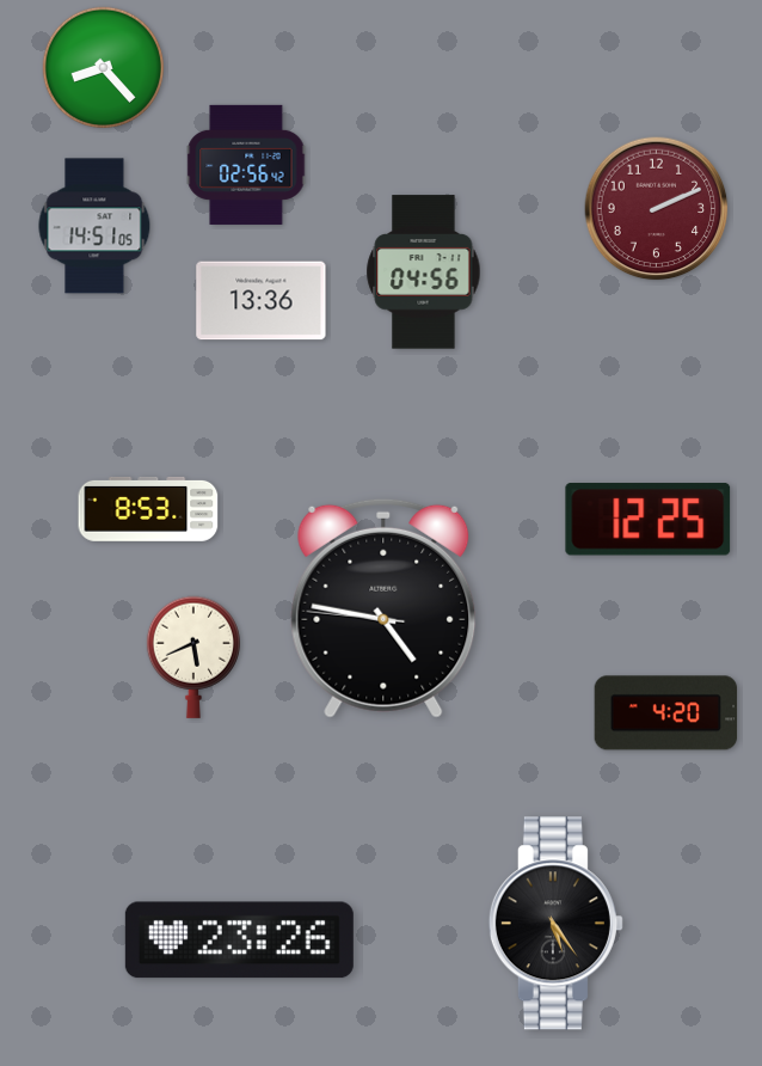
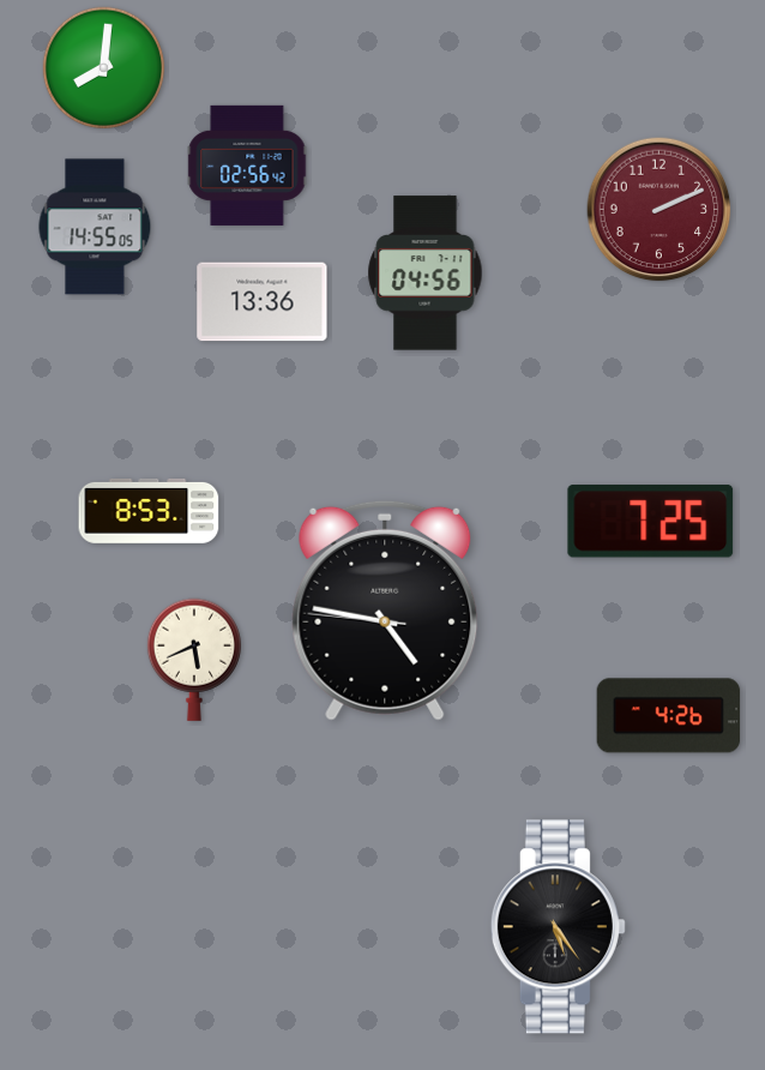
clock at (104, 68): 8:23 -> 8:01
clock at (94, 226): 14:51 -> 14:55
clock at (649, 520): 12:25 -> 7:25
clock at (666, 713): 4:20 -> 4:26
clock at (239, 941): 23:26 -> none
